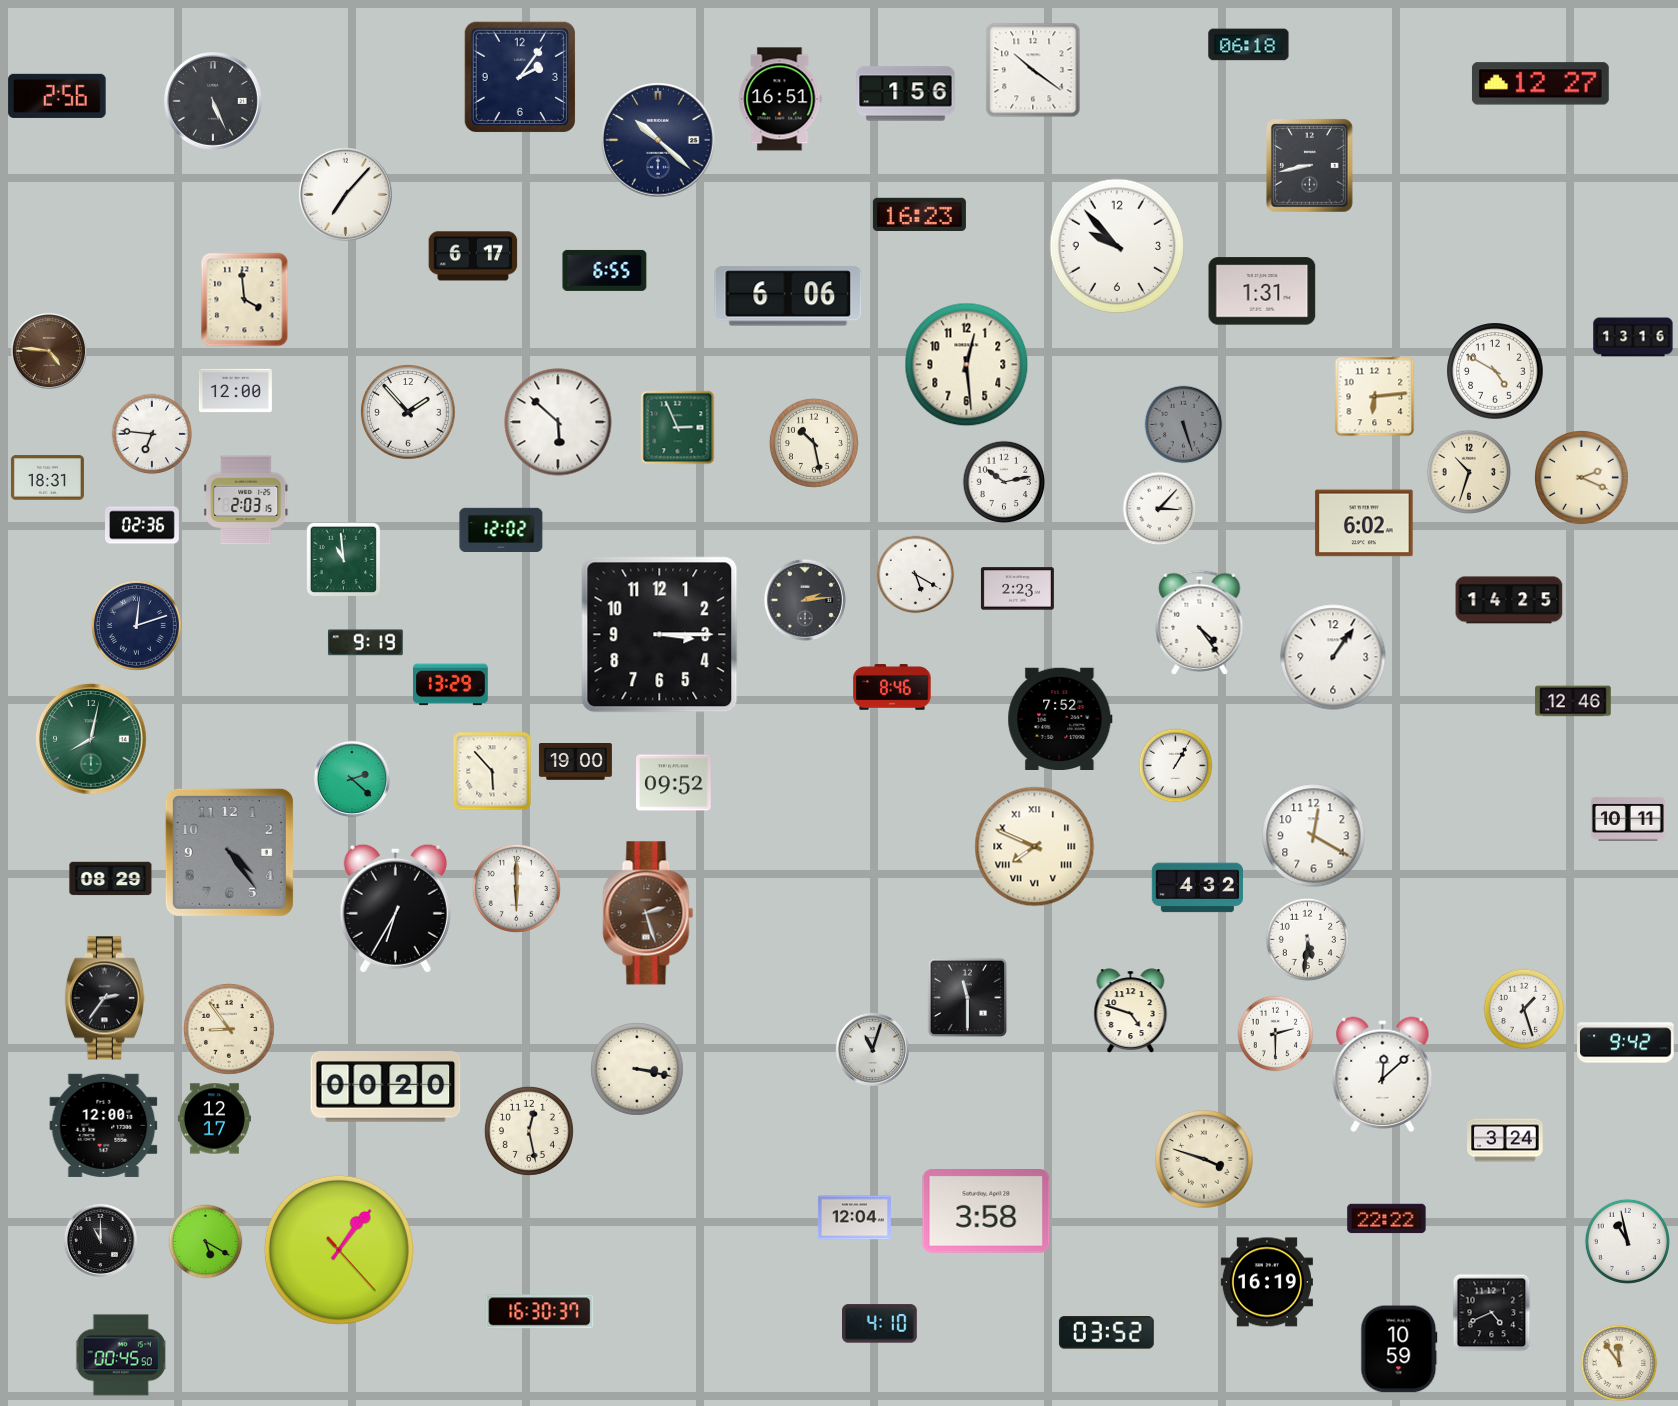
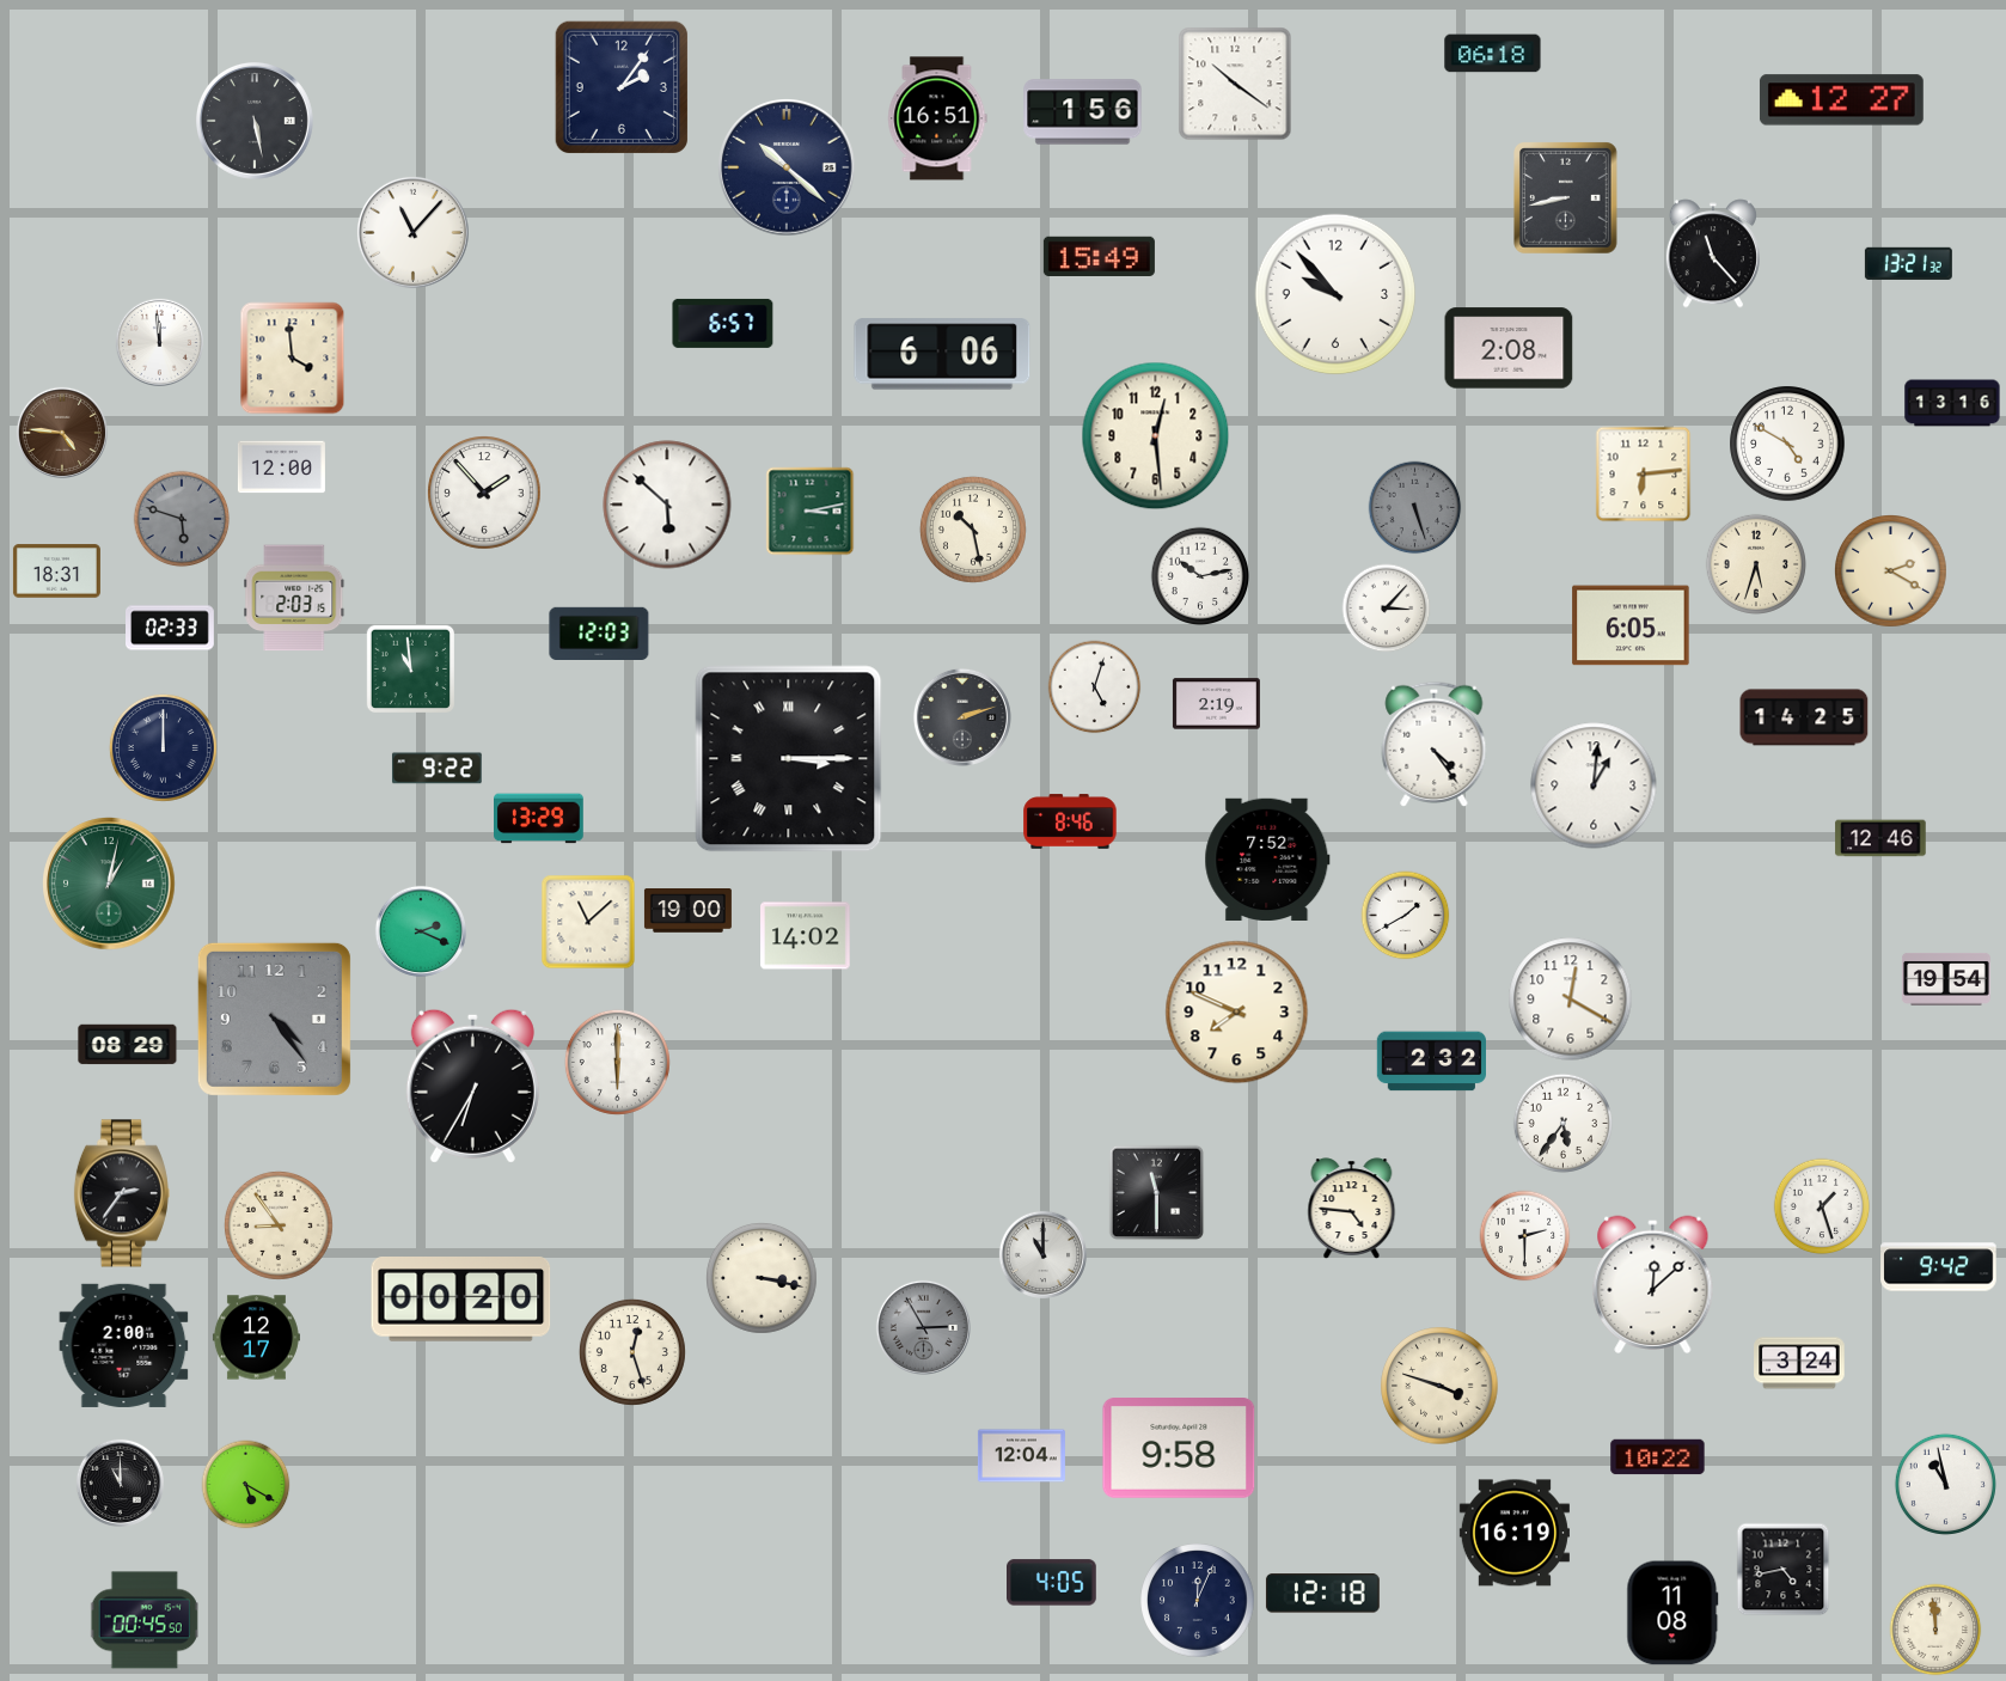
clock at (519, 76) position: (519, 76) -> (620, 86)
clock at (57, 96): 2:56 -> none
clock at (780, 99) position: (780, 99) -> (937, 118)
clock at (213, 101): 5:26 -> 5:28
clock at (345, 194): 7:07 -> 11:07
clock at (1713, 253): none -> 11:23
clock at (919, 214): 16:23 -> 15:49
clock at (1908, 263): none -> 13:21
clock at (473, 256): 6:17 -> none
clock at (605, 270): 6:55 -> 6:57
clock at (159, 342): none -> 11:59
clock at (1262, 291): 1:31 -> 2:08
clock at (49, 351) position: (49, 351) -> (62, 433)
clock at (409, 413) position: (409, 413) -> (485, 494)
clock at (678, 428): 2:56 -> 3:13
clock at (152, 434): 6:46 -> 5:48
clock at (152, 434) dial: white -> grey
clock at (1469, 472): 10:33 -> 5:33
clock at (1582, 478): 2:19 -> 2:20
clock at (1364, 523): 6:02 -> 6:05
clock at (143, 525): 02:36 -> 02:33
clock at (501, 529): 12:02 -> 12:03
clock at (916, 575): 5:20 -> 5:03
clock at (1017, 589): 2:23 -> 2:19
clock at (805, 600): 2:14 -> 2:12
clock at (136, 625): 12:12 -> 12:00
clock at (660, 635) numerals: Arabic -> Roman
clock at (366, 643): 9:19 -> 9:22
clock at (1333, 657): 1:06 -> 1:01
clock at (892, 687) position: (892, 687) -> (1070, 821)
clock at (91, 739): 8:02 -> 1:02
clock at (1176, 766): 1:05 -> 1:40
clock at (492, 771): 5:53 -> 11:08
clock at (352, 779): 2:22 -> 2:19
clock at (674, 783): 09:52 -> 14:02
clock at (1628, 819): 10:11 -> 19:54
clock at (1035, 847) numerals: Roman -> Arabic
clock at (111, 879) position: (111, 879) -> (128, 1045)
clock at (1197, 888): 4:32 -> 2:32
clock at (648, 913): 2:27 -> none
clock at (1307, 939): 5:31 -> 5:36
clock at (105, 998) position: (105, 998) -> (122, 1193)
clock at (1131, 1010): 4:48 -> 4:46
clock at (229, 1029) position: (229, 1029) -> (279, 1225)
clock at (1626, 1043) position: (1626, 1043) -> (1939, 1267)
clock at (872, 1049): 11:03 -> 11:00
clock at (923, 1327): none -> 2:55
clock at (104, 1125): 12:00 -> 2:00
clock at (529, 1131): 12:28 -> 12:27
clock at (986, 1212): 3:58 -> 9:58
clock at (1387, 1219): 22:22 -> 10:22
clock at (339, 1250): 1:06 -> none
clock at (540, 1312): 16:30 -> none
clock at (1492, 1313): 4:41 -> 4:43
clock at (880, 1324): 4:10 -> 4:05
clock at (1106, 1333): 03:52 -> 12:18
clock at (1198, 1601): none -> 12:04
clock at (1399, 1349): 10:59 -> 11:08
clock at (1619, 1363): 11:54 -> 11:59
